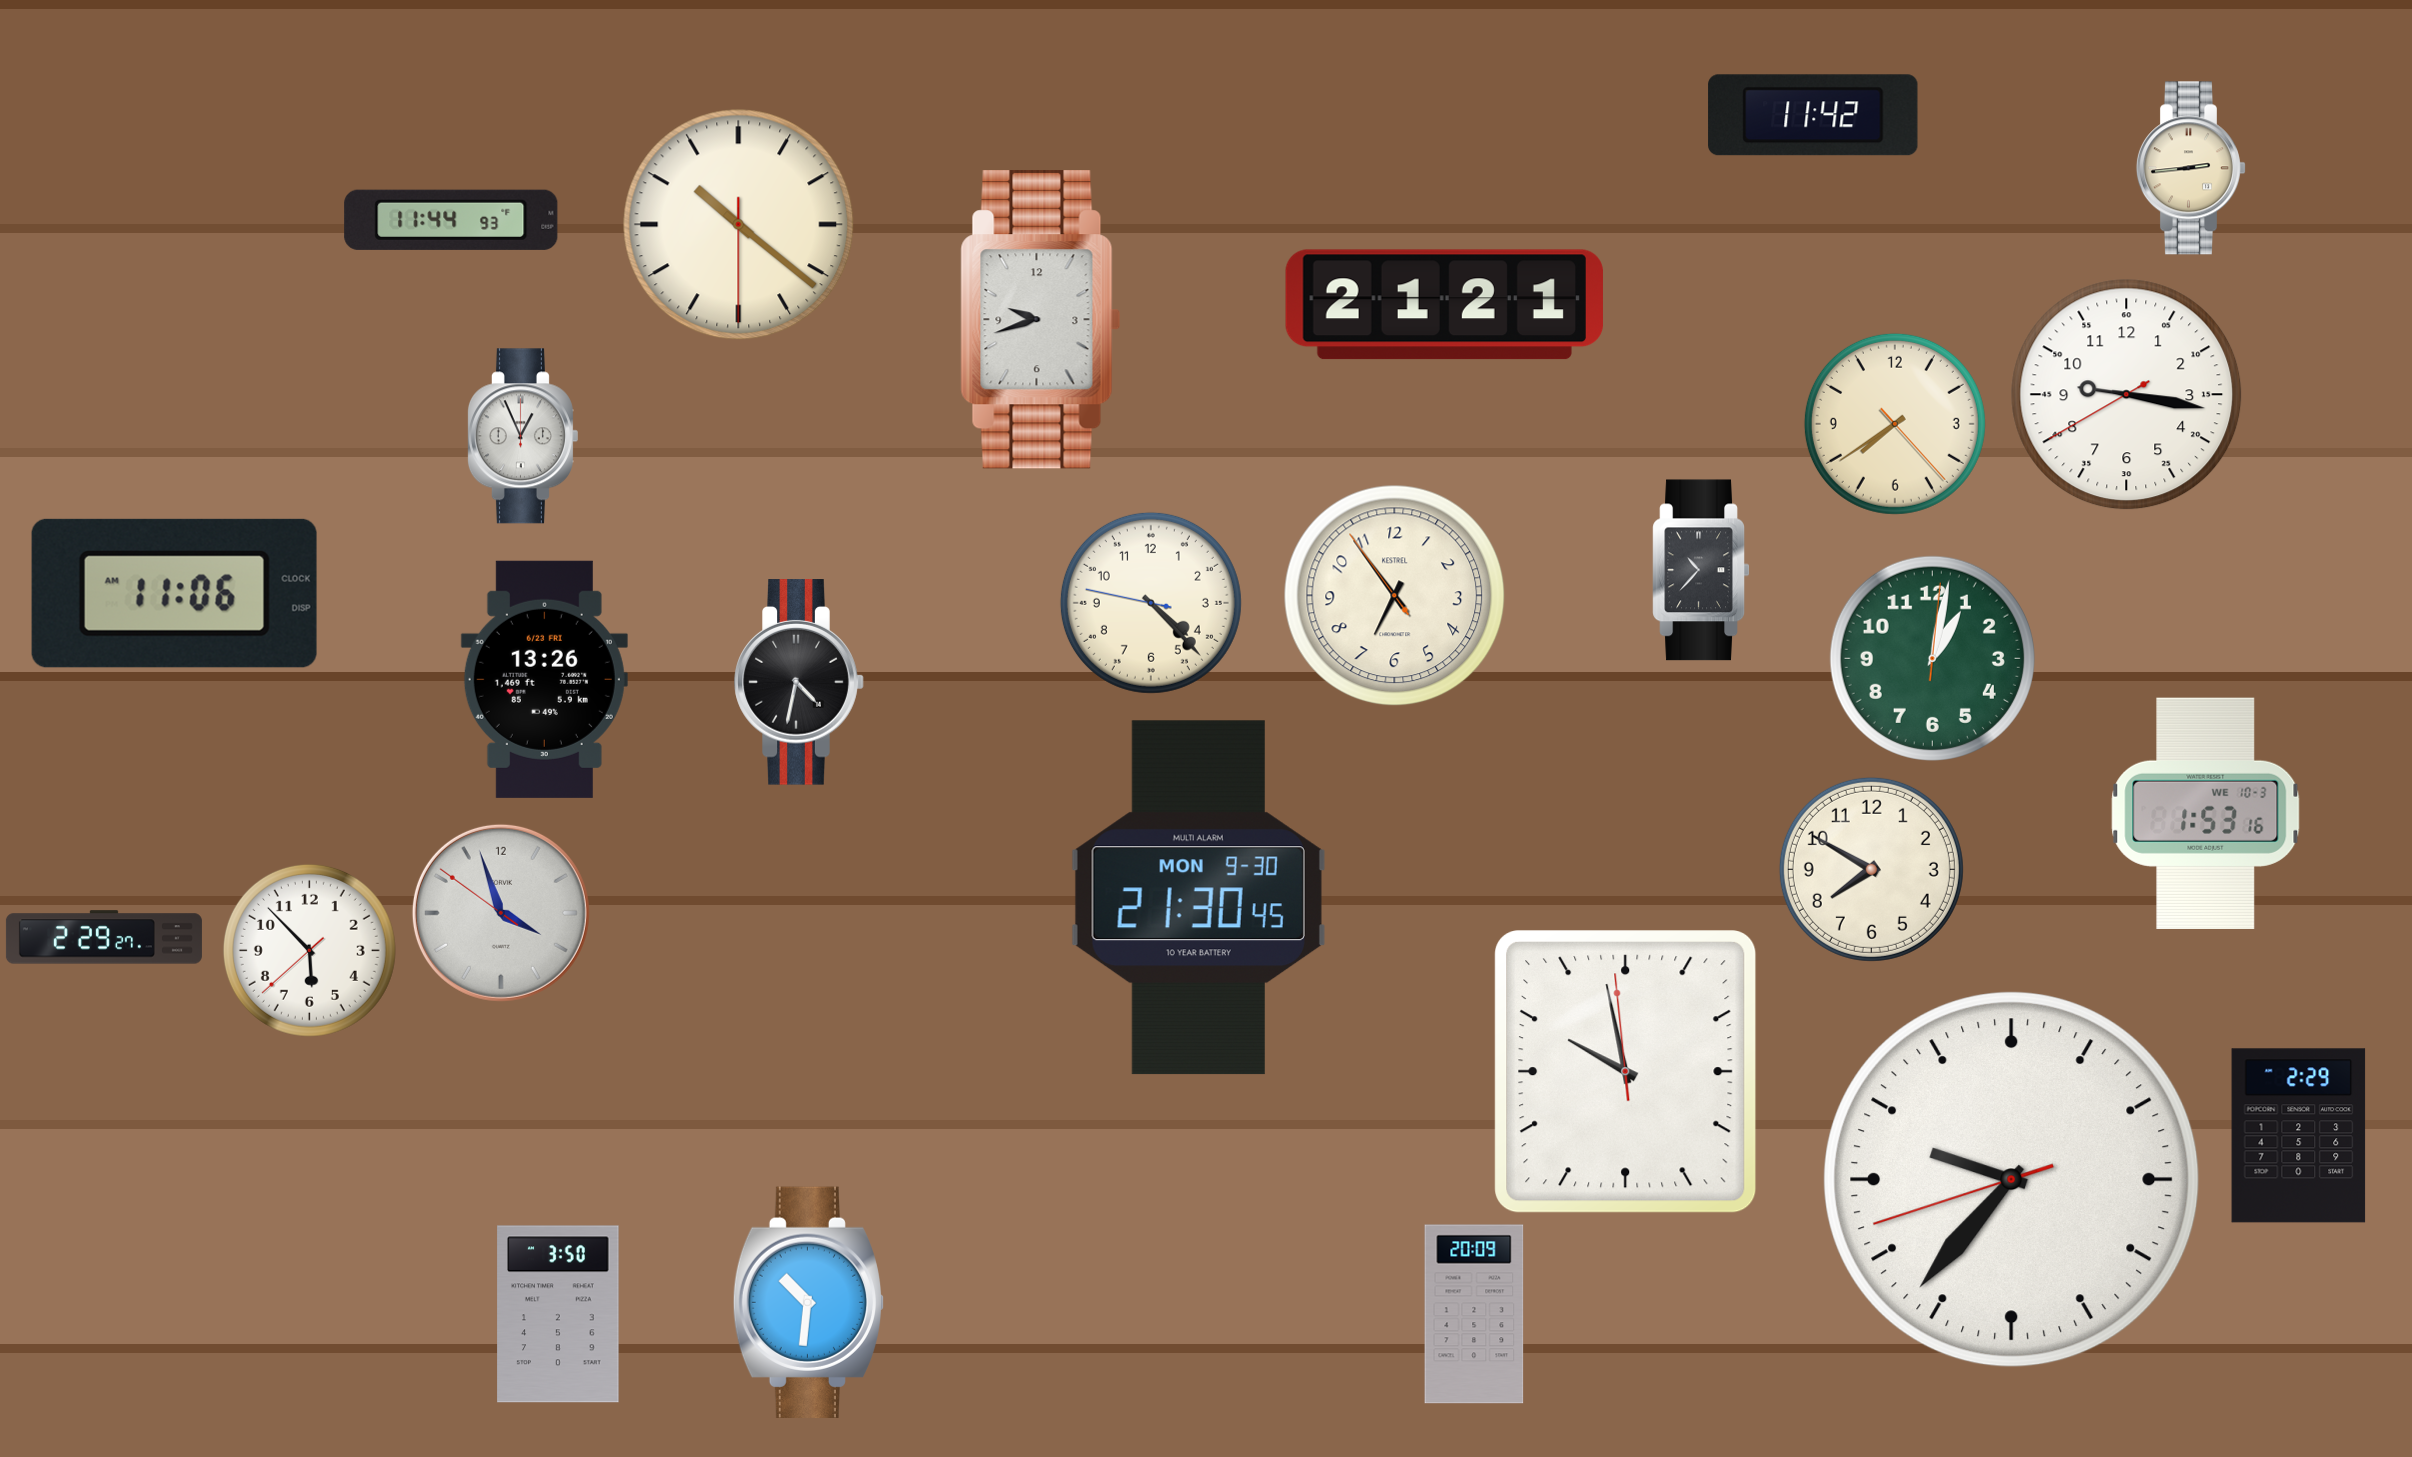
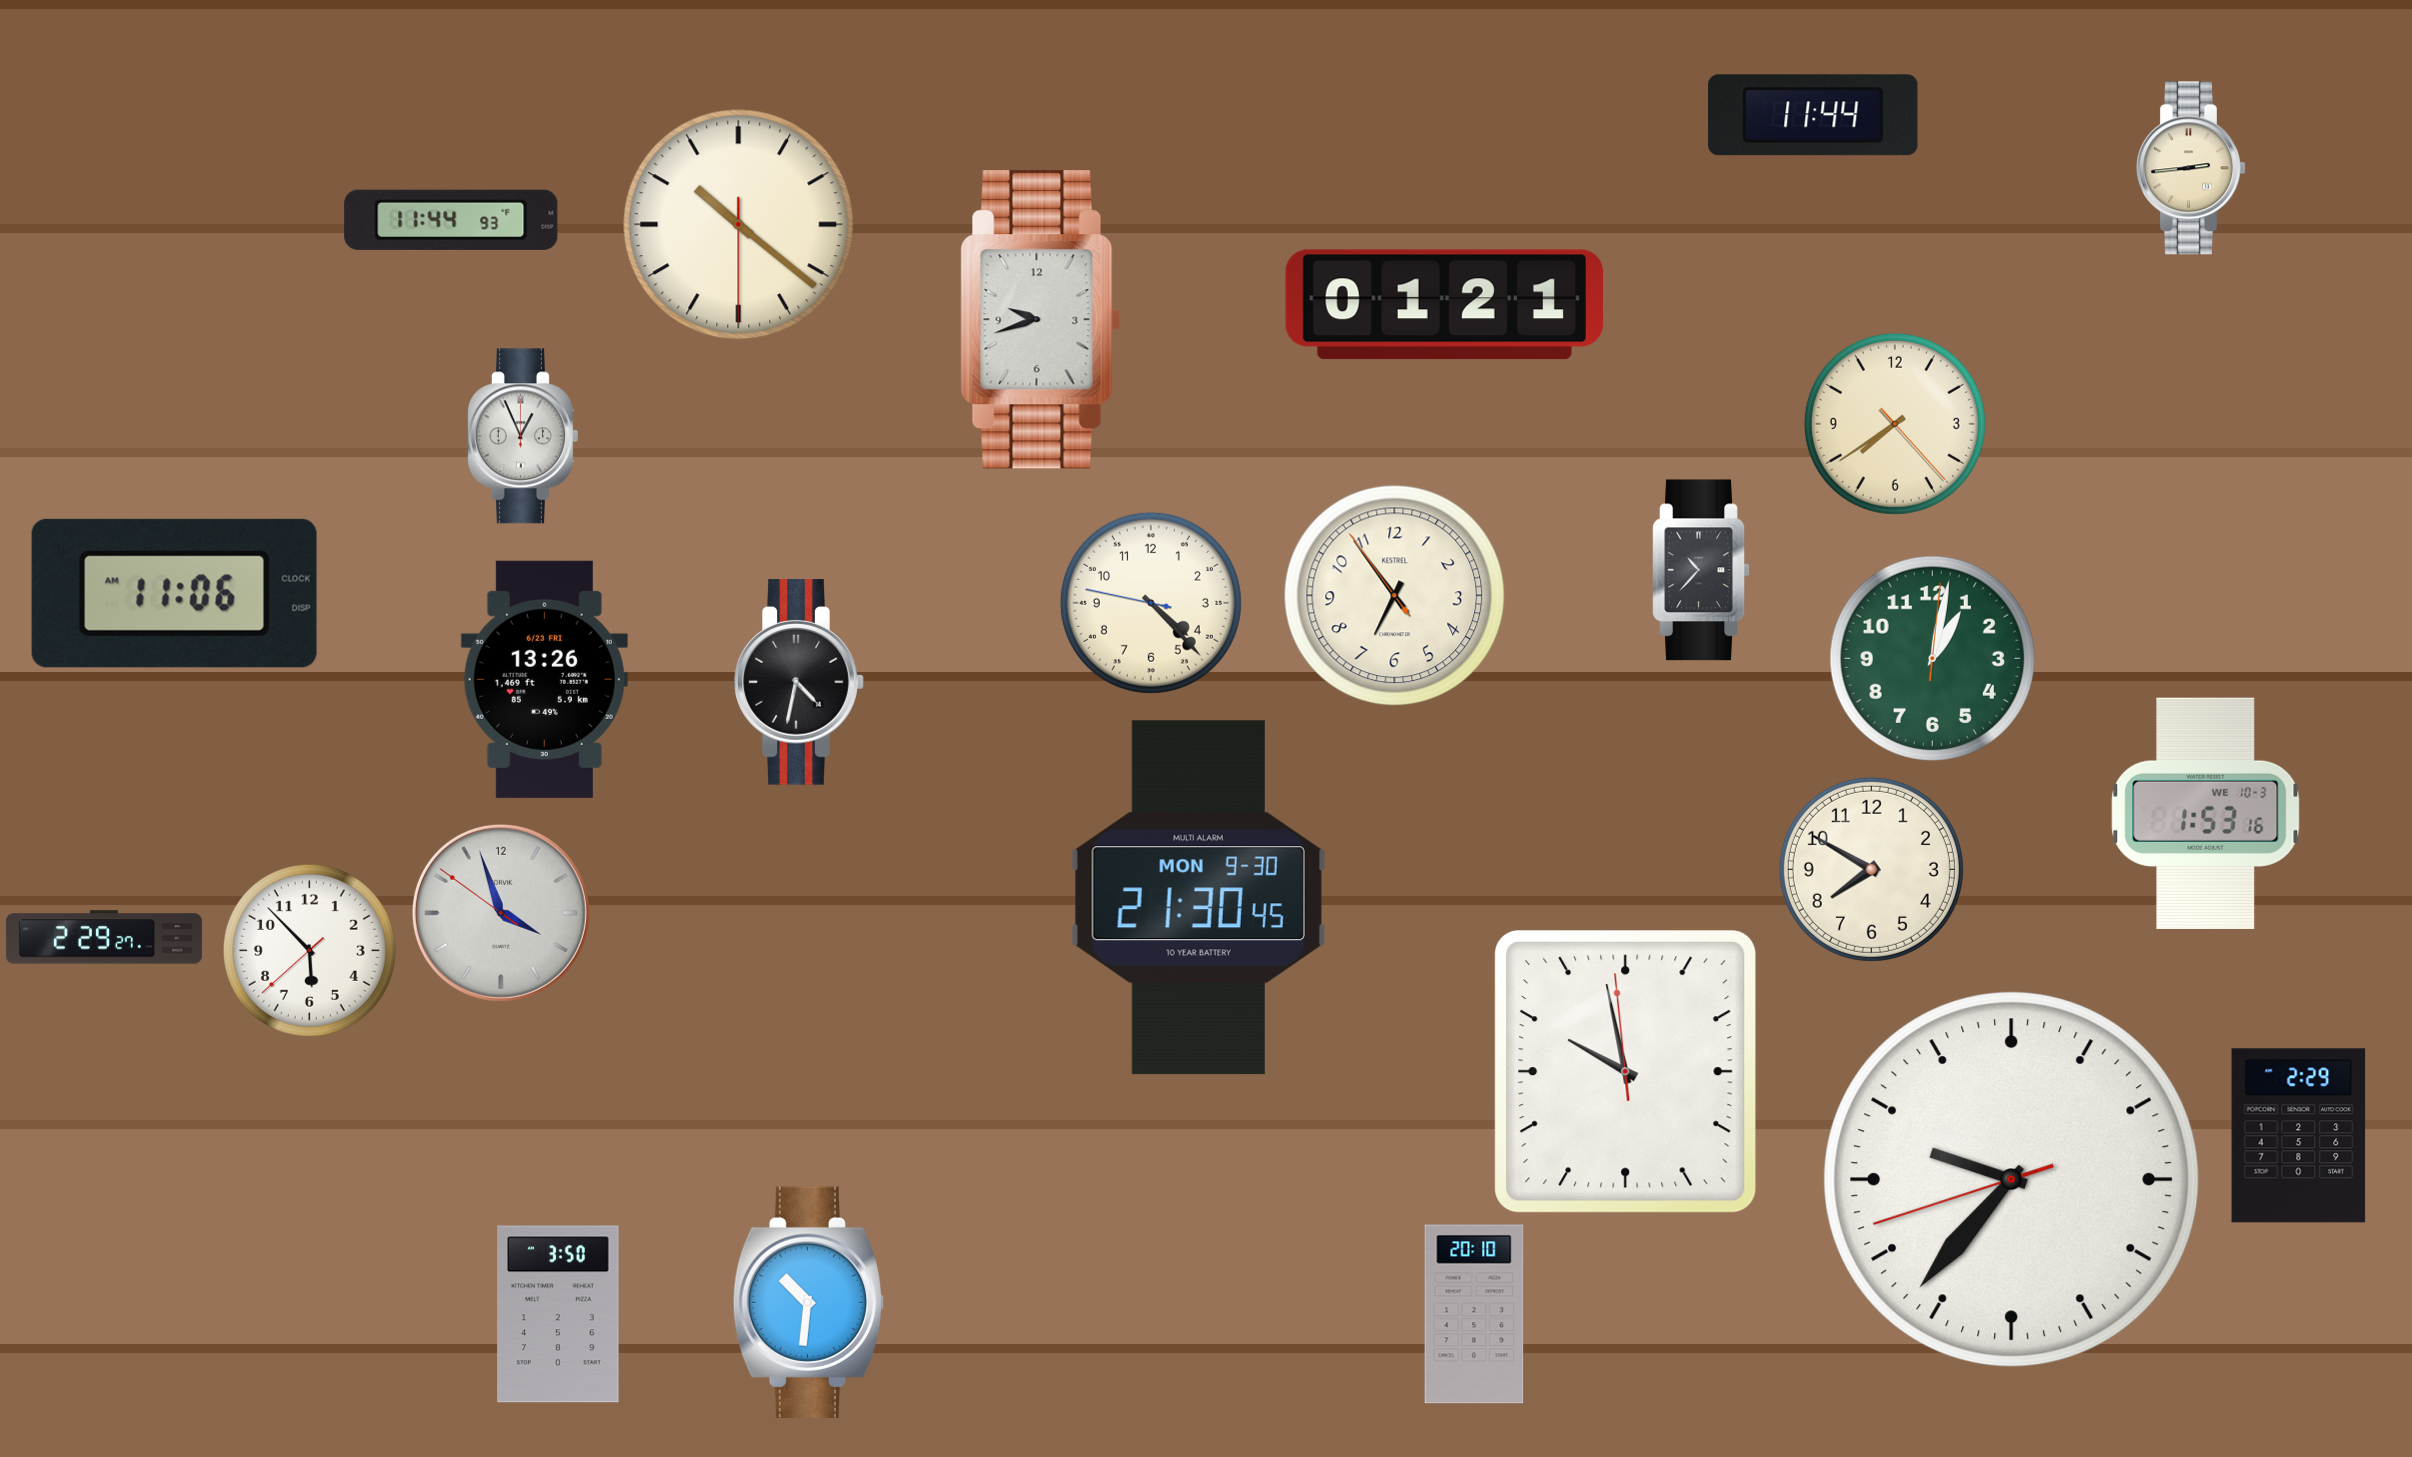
clock at (1813, 115): 11:42 -> 11:44
clock at (1444, 305): 21:21 -> 01:21
clock at (2127, 395): 9:16 -> none
clock at (1474, 1314): 20:09 -> 20:10
